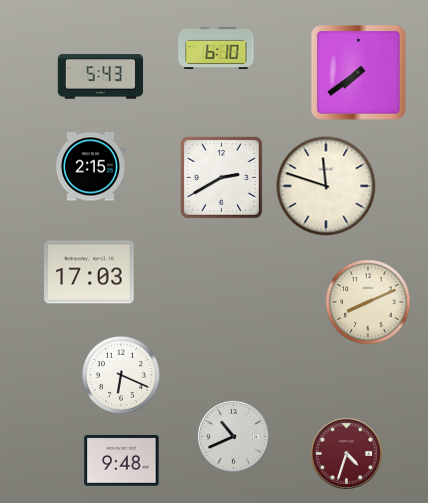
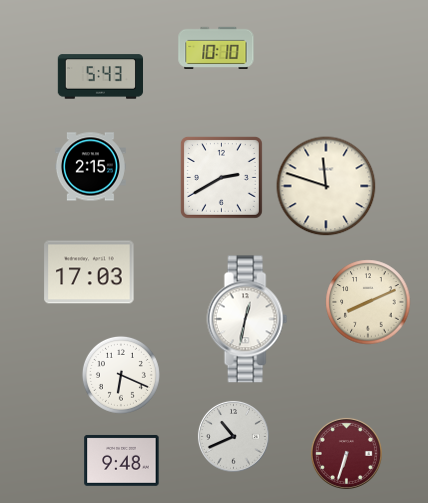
clock at (216, 48): 6:10 -> 10:10
clock at (359, 73): 7:39 -> none
clock at (247, 319): none -> 12:32
clock at (346, 453): 4:33 -> 6:33
